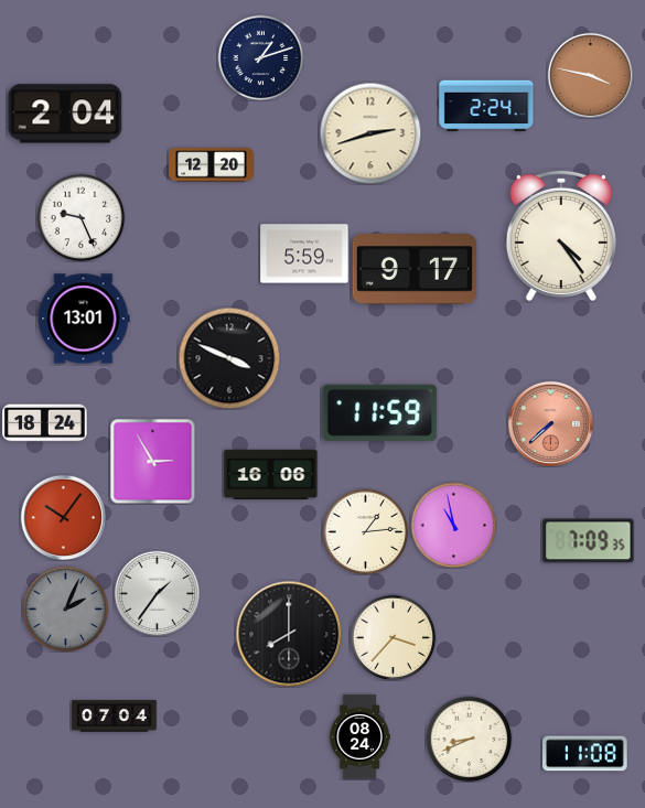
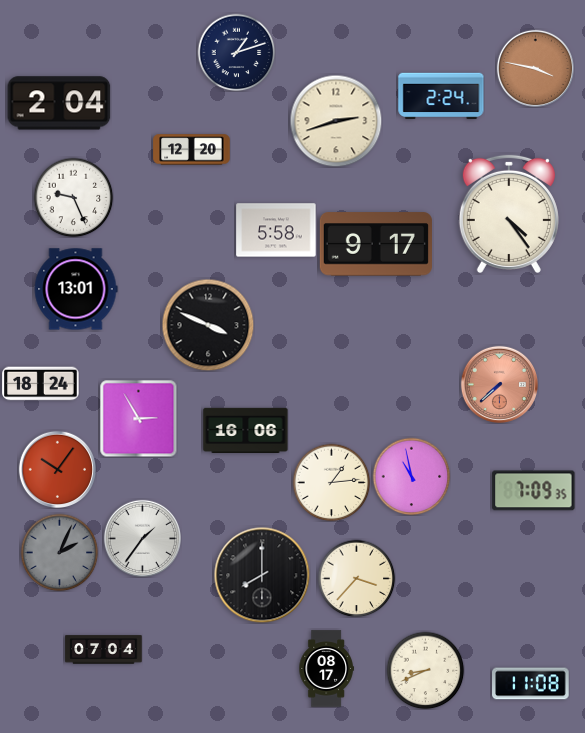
clock at (304, 254): 5:59 -> 5:58
clock at (380, 412): 11:59 -> none
clock at (359, 737): 08:24 -> 08:17
